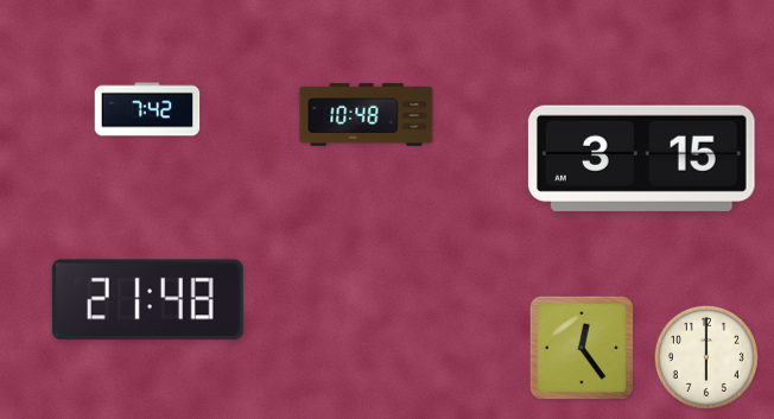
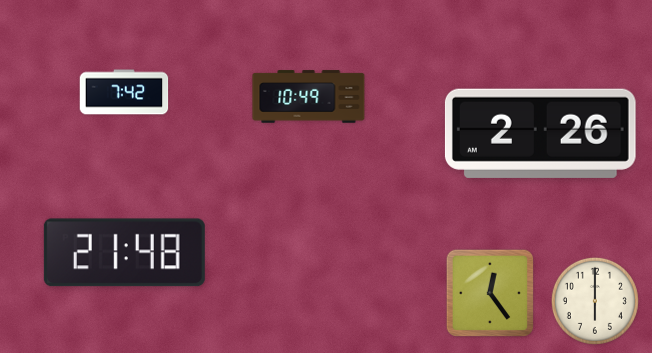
clock at (367, 115): 10:48 -> 10:49
clock at (641, 158): 3:15 -> 2:26
